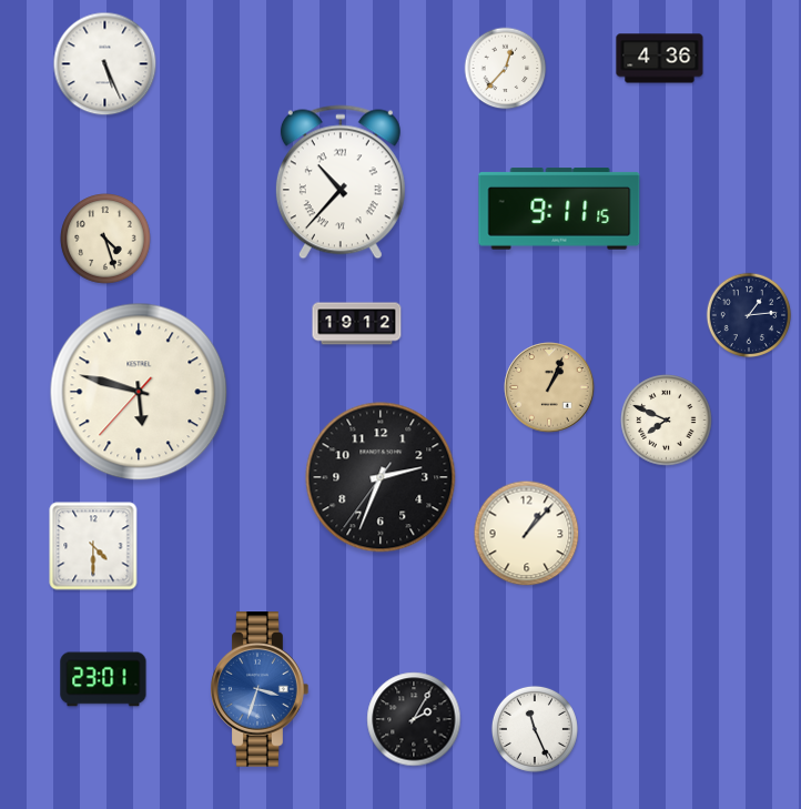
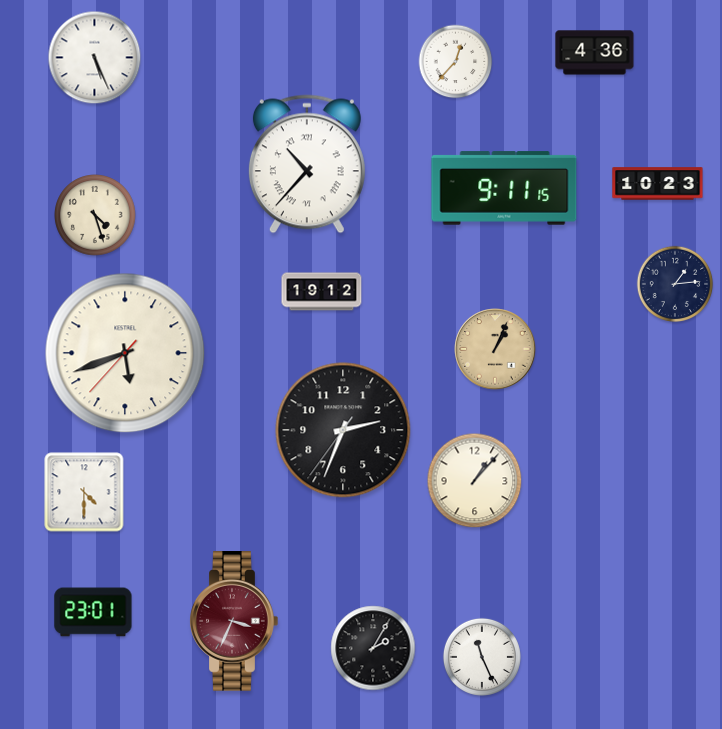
clock at (658, 184): none -> 10:23
clock at (139, 392): 5:47 -> 5:41
clock at (667, 421): 7:49 -> none
clock at (260, 690): 3:33 -> 3:34
clock at (260, 690) dial: blue -> burgundy
